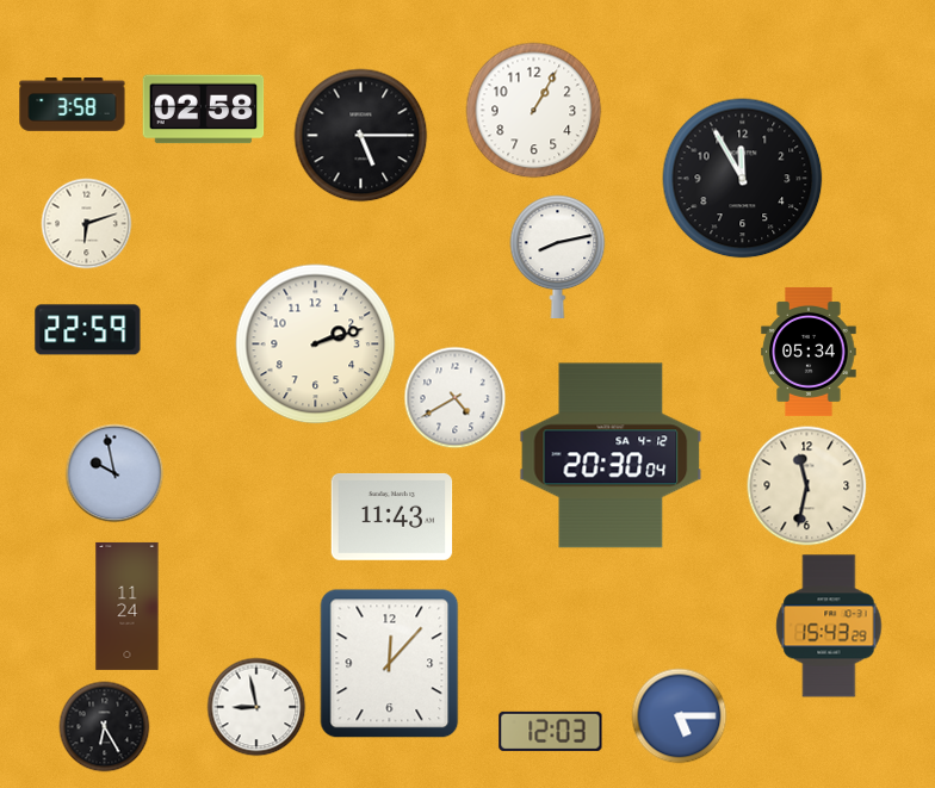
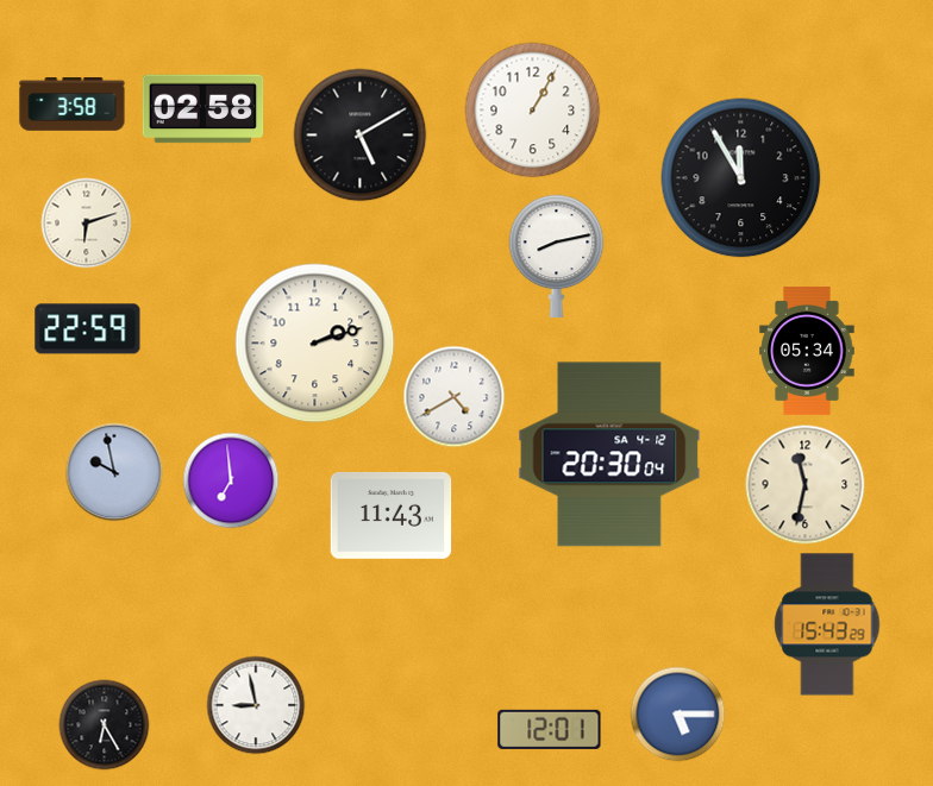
clock at (361, 136): 5:15 -> 5:10
clock at (231, 480): none -> 6:59
clock at (128, 606): 11:24 -> none
clock at (390, 664): 12:07 -> none
clock at (551, 731): 12:03 -> 12:01
